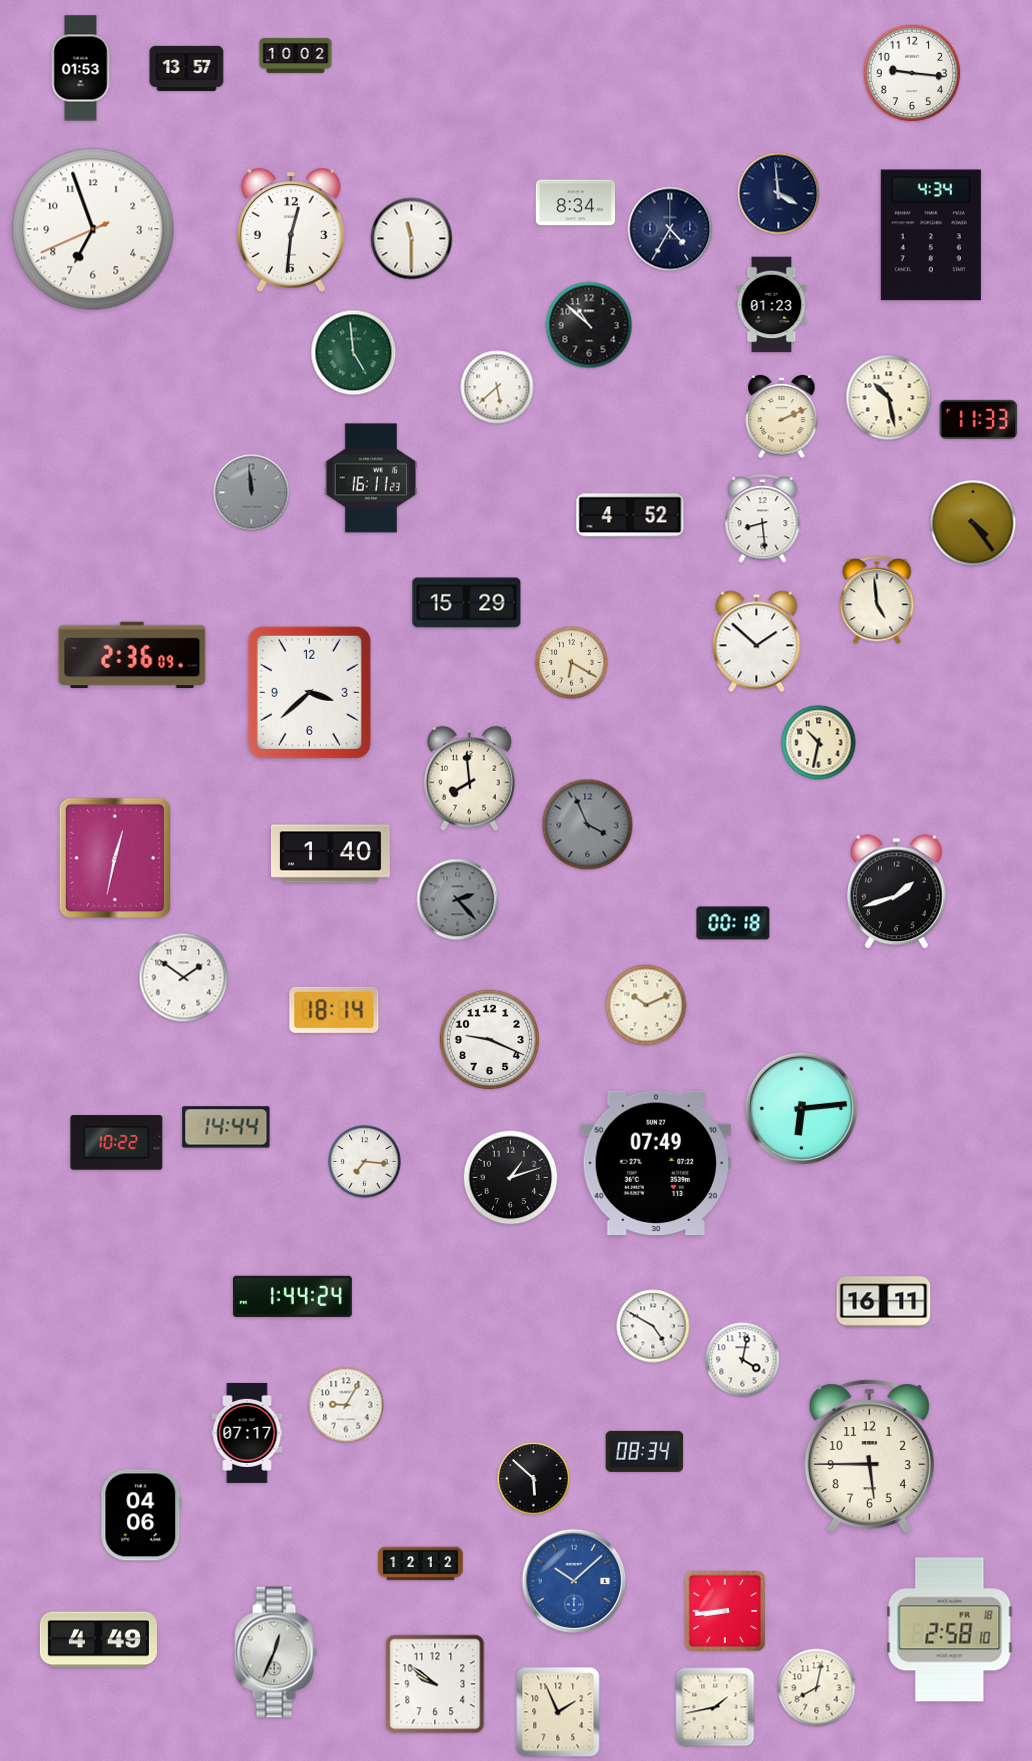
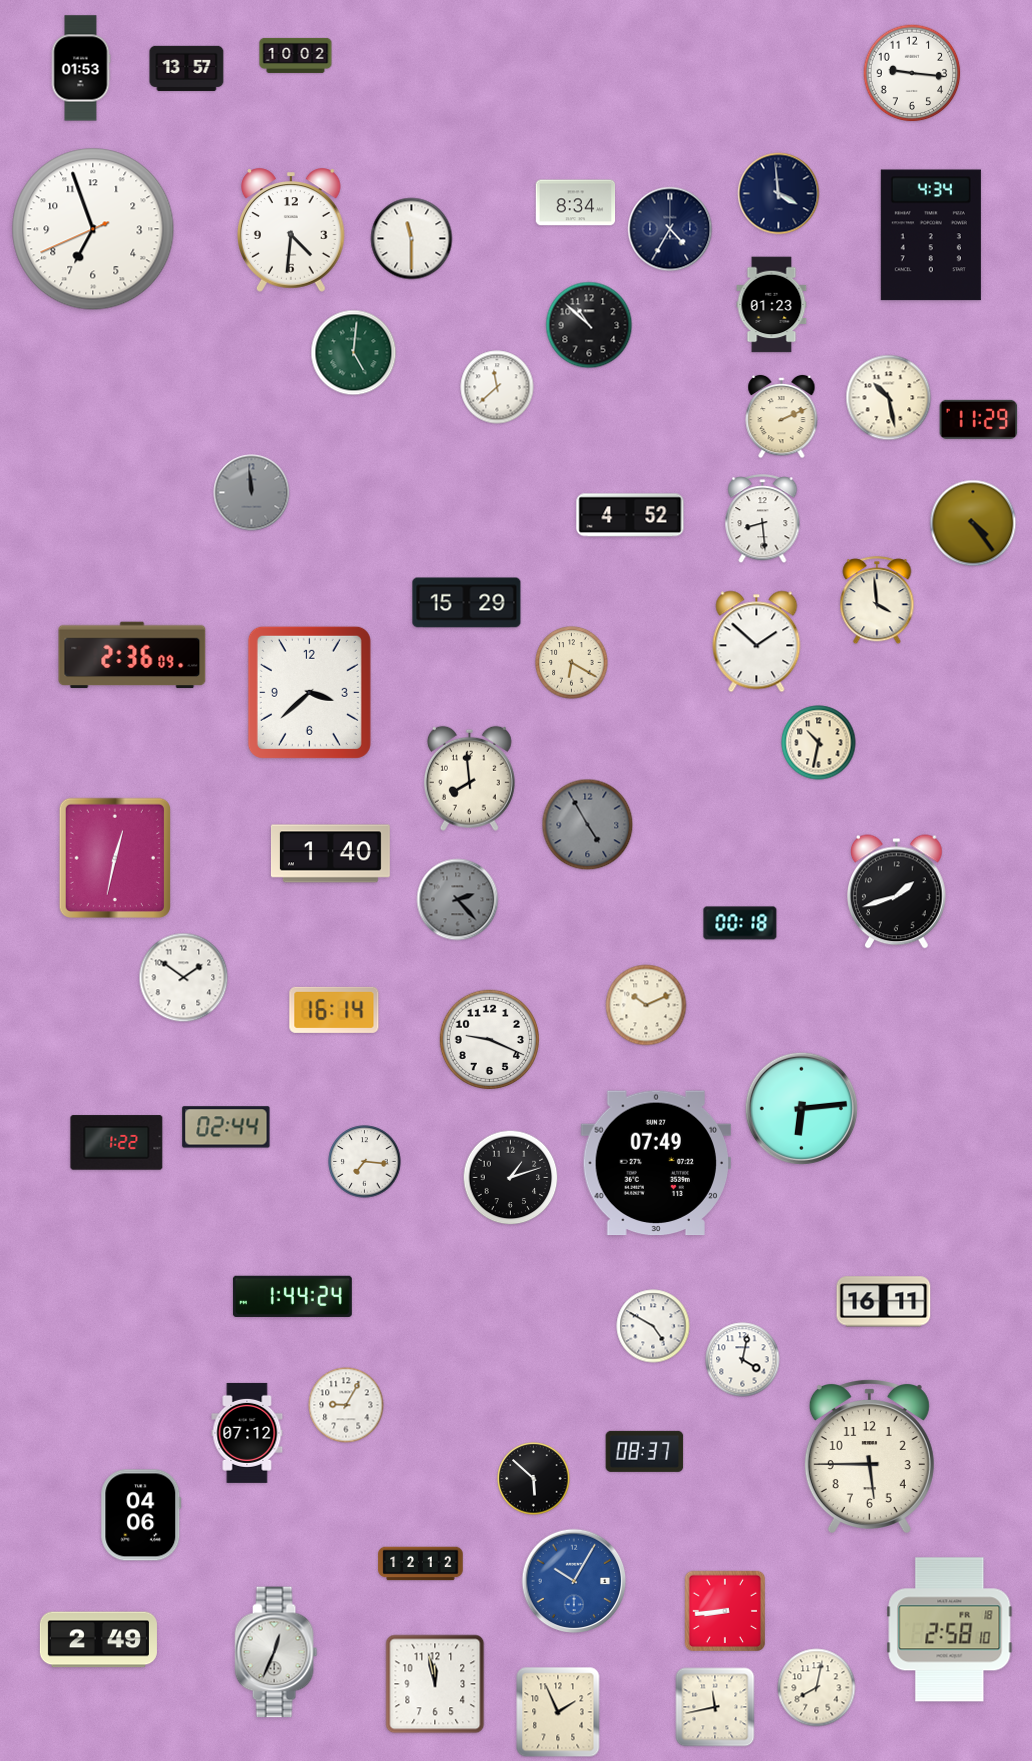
clock at (292, 230): 12:31 -> 4:31
clock at (354, 353): 4:59 -> 5:01
clock at (497, 387): 5:38 -> 11:38
clock at (979, 419): 11:33 -> 11:29
clock at (371, 478): 16:11 -> none
clock at (877, 601): 4:59 -> 3:59
clock at (588, 825): 3:56 -> 4:55
clock at (733, 923) position: (733, 923) -> (740, 923)
clock at (334, 1010): 18:14 -> 16:14
clock at (226, 1127): 14:44 -> 02:44
clock at (117, 1143): 10:22 -> 1:22
clock at (247, 1433): 07:17 -> 07:12
clock at (645, 1451): 08:34 -> 08:37
clock at (574, 1581): 10:08 -> 10:05
clock at (98, 1640): 4:49 -> 2:49
clock at (435, 1684): 9:51 -> 11:58
clock at (715, 1707): 1:43 -> 11:43
